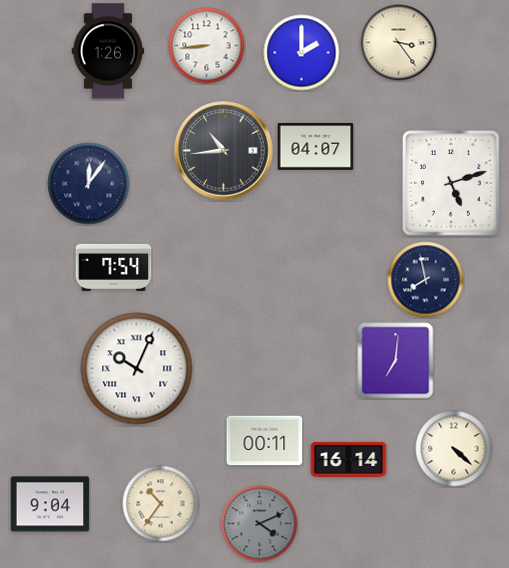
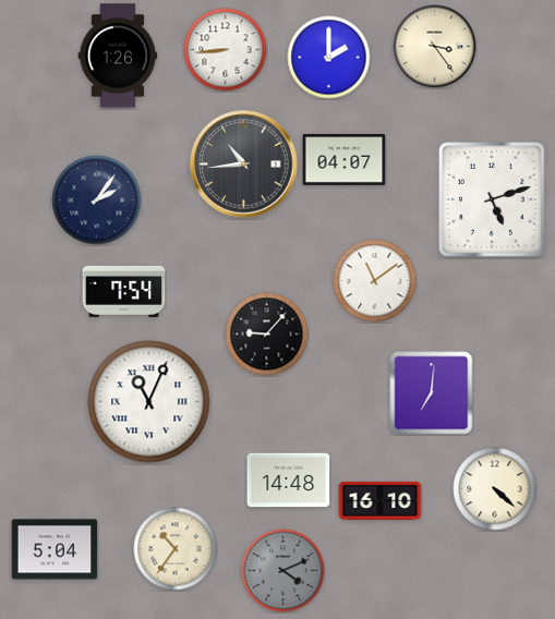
clock at (89, 184): 12:06 -> 2:06
clock at (375, 281): none -> 11:09
clock at (426, 280): 7:58 -> none
clock at (267, 335): none -> 9:07
clock at (137, 369): 10:04 -> 11:04
clock at (265, 441): 00:11 -> 14:48
clock at (349, 459): 16:14 -> 16:10
clock at (50, 504): 9:04 -> 5:04
